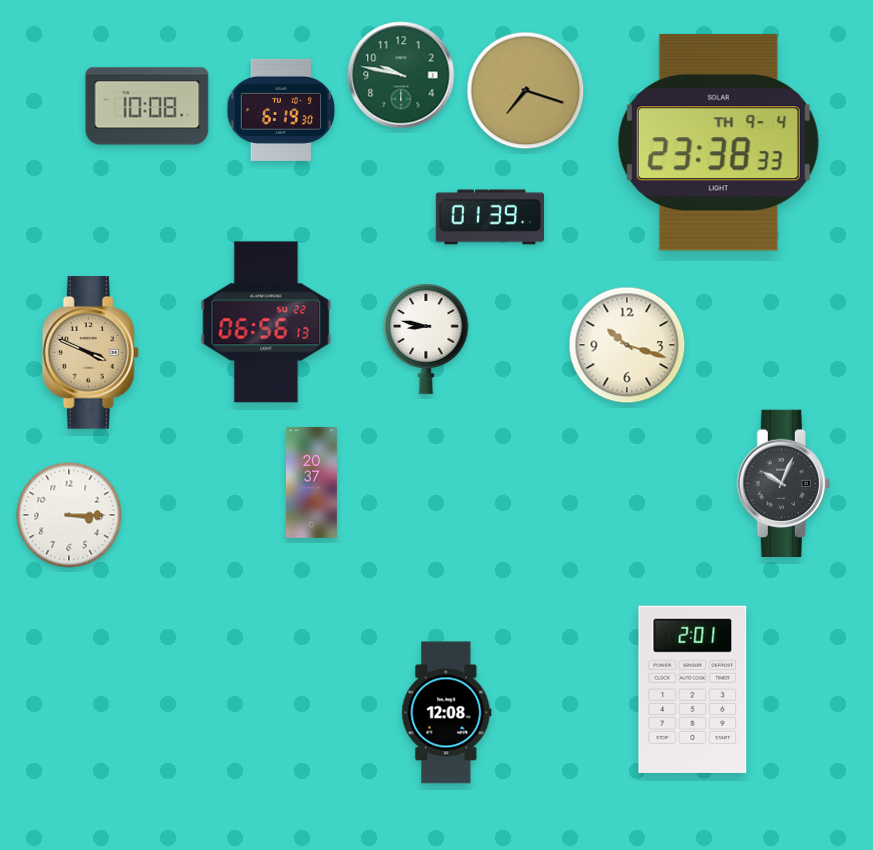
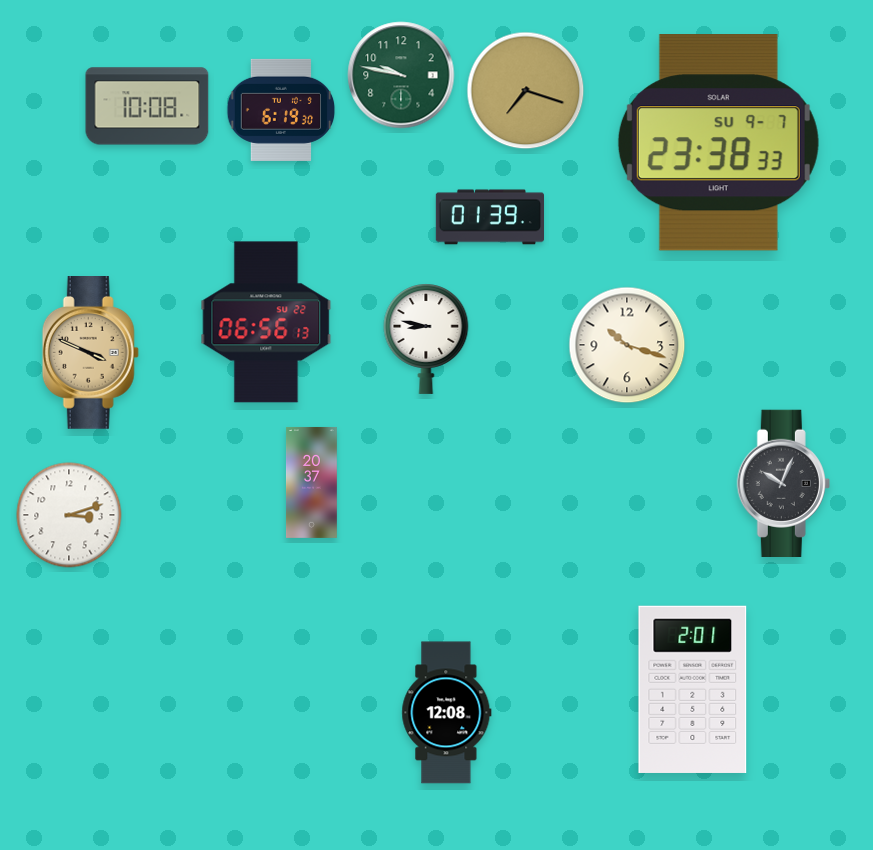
clock at (718, 143) date: TH 9-4 -> SU 9-7
clock at (69, 515): 3:15 -> 3:12
